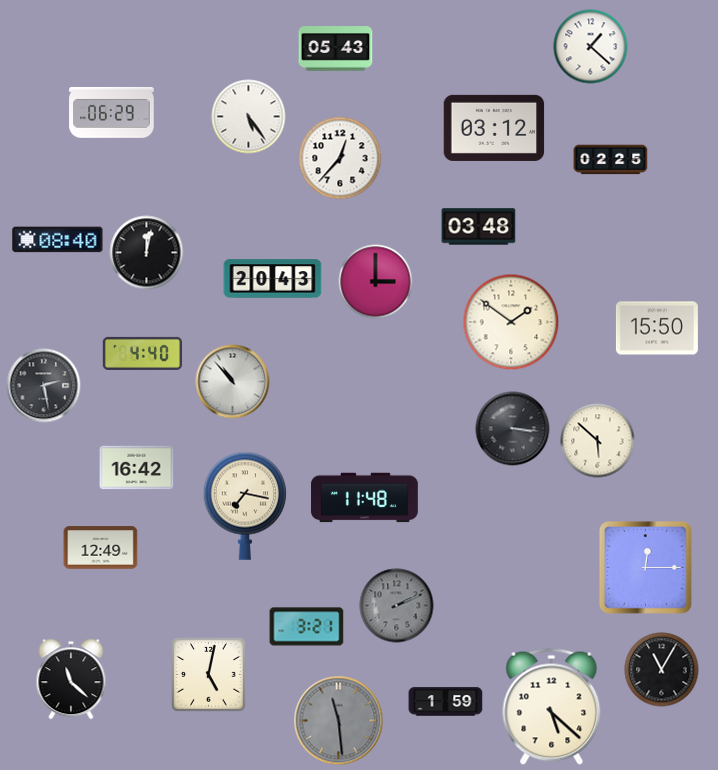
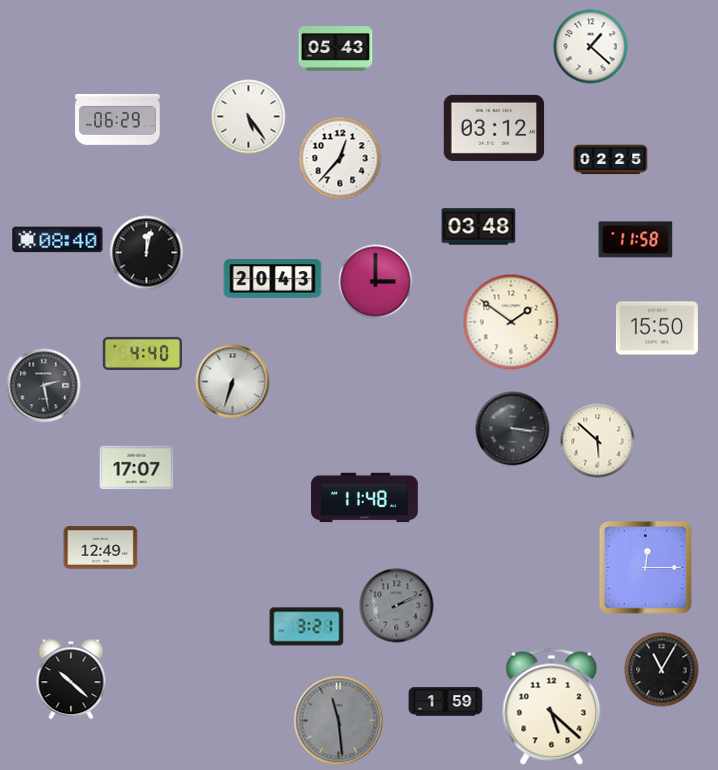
clock at (112, 112) position: (112, 112) -> (118, 119)
clock at (636, 240): none -> 11:58
clock at (233, 382): 10:53 -> 6:33
clock at (137, 468): 16:42 -> 17:07
clock at (245, 506): 7:17 -> none
clock at (209, 675): 5:02 -> none
clock at (71, 679): 11:22 -> 10:22
